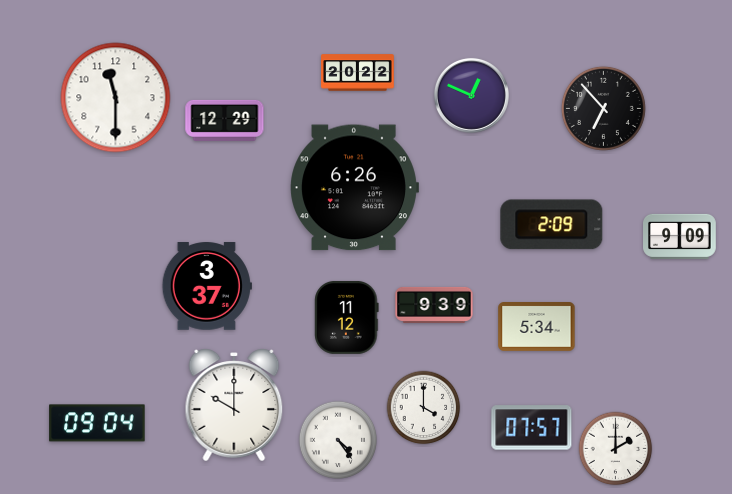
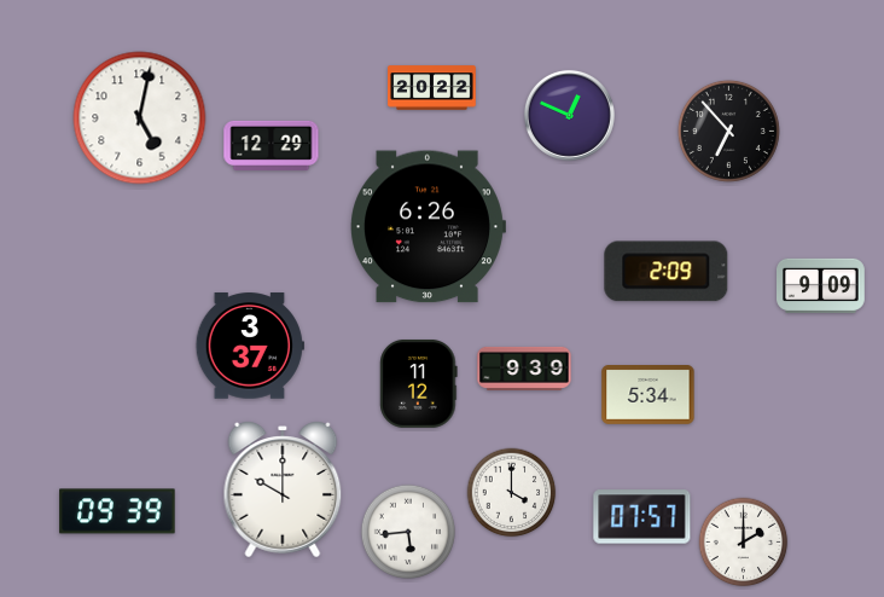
clock at (116, 98): 11:30 -> 5:02
clock at (97, 423): 09:04 -> 09:39
clock at (337, 439): 4:24 -> 5:44
